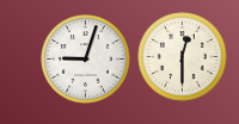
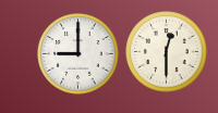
clock at (86, 60): 9:03 -> 9:00
